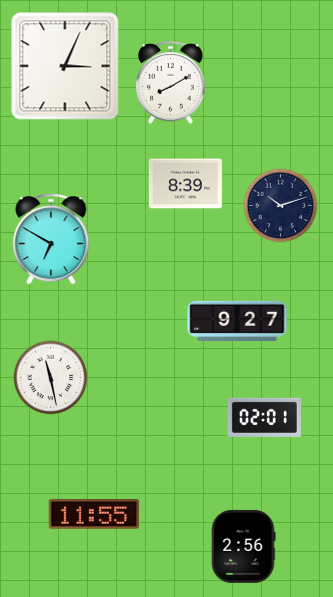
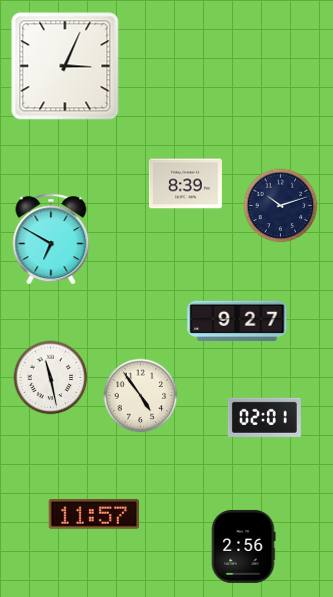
clock at (171, 83): 8:10 -> none
clock at (141, 396): none -> 4:54
clock at (94, 515): 11:55 -> 11:57
